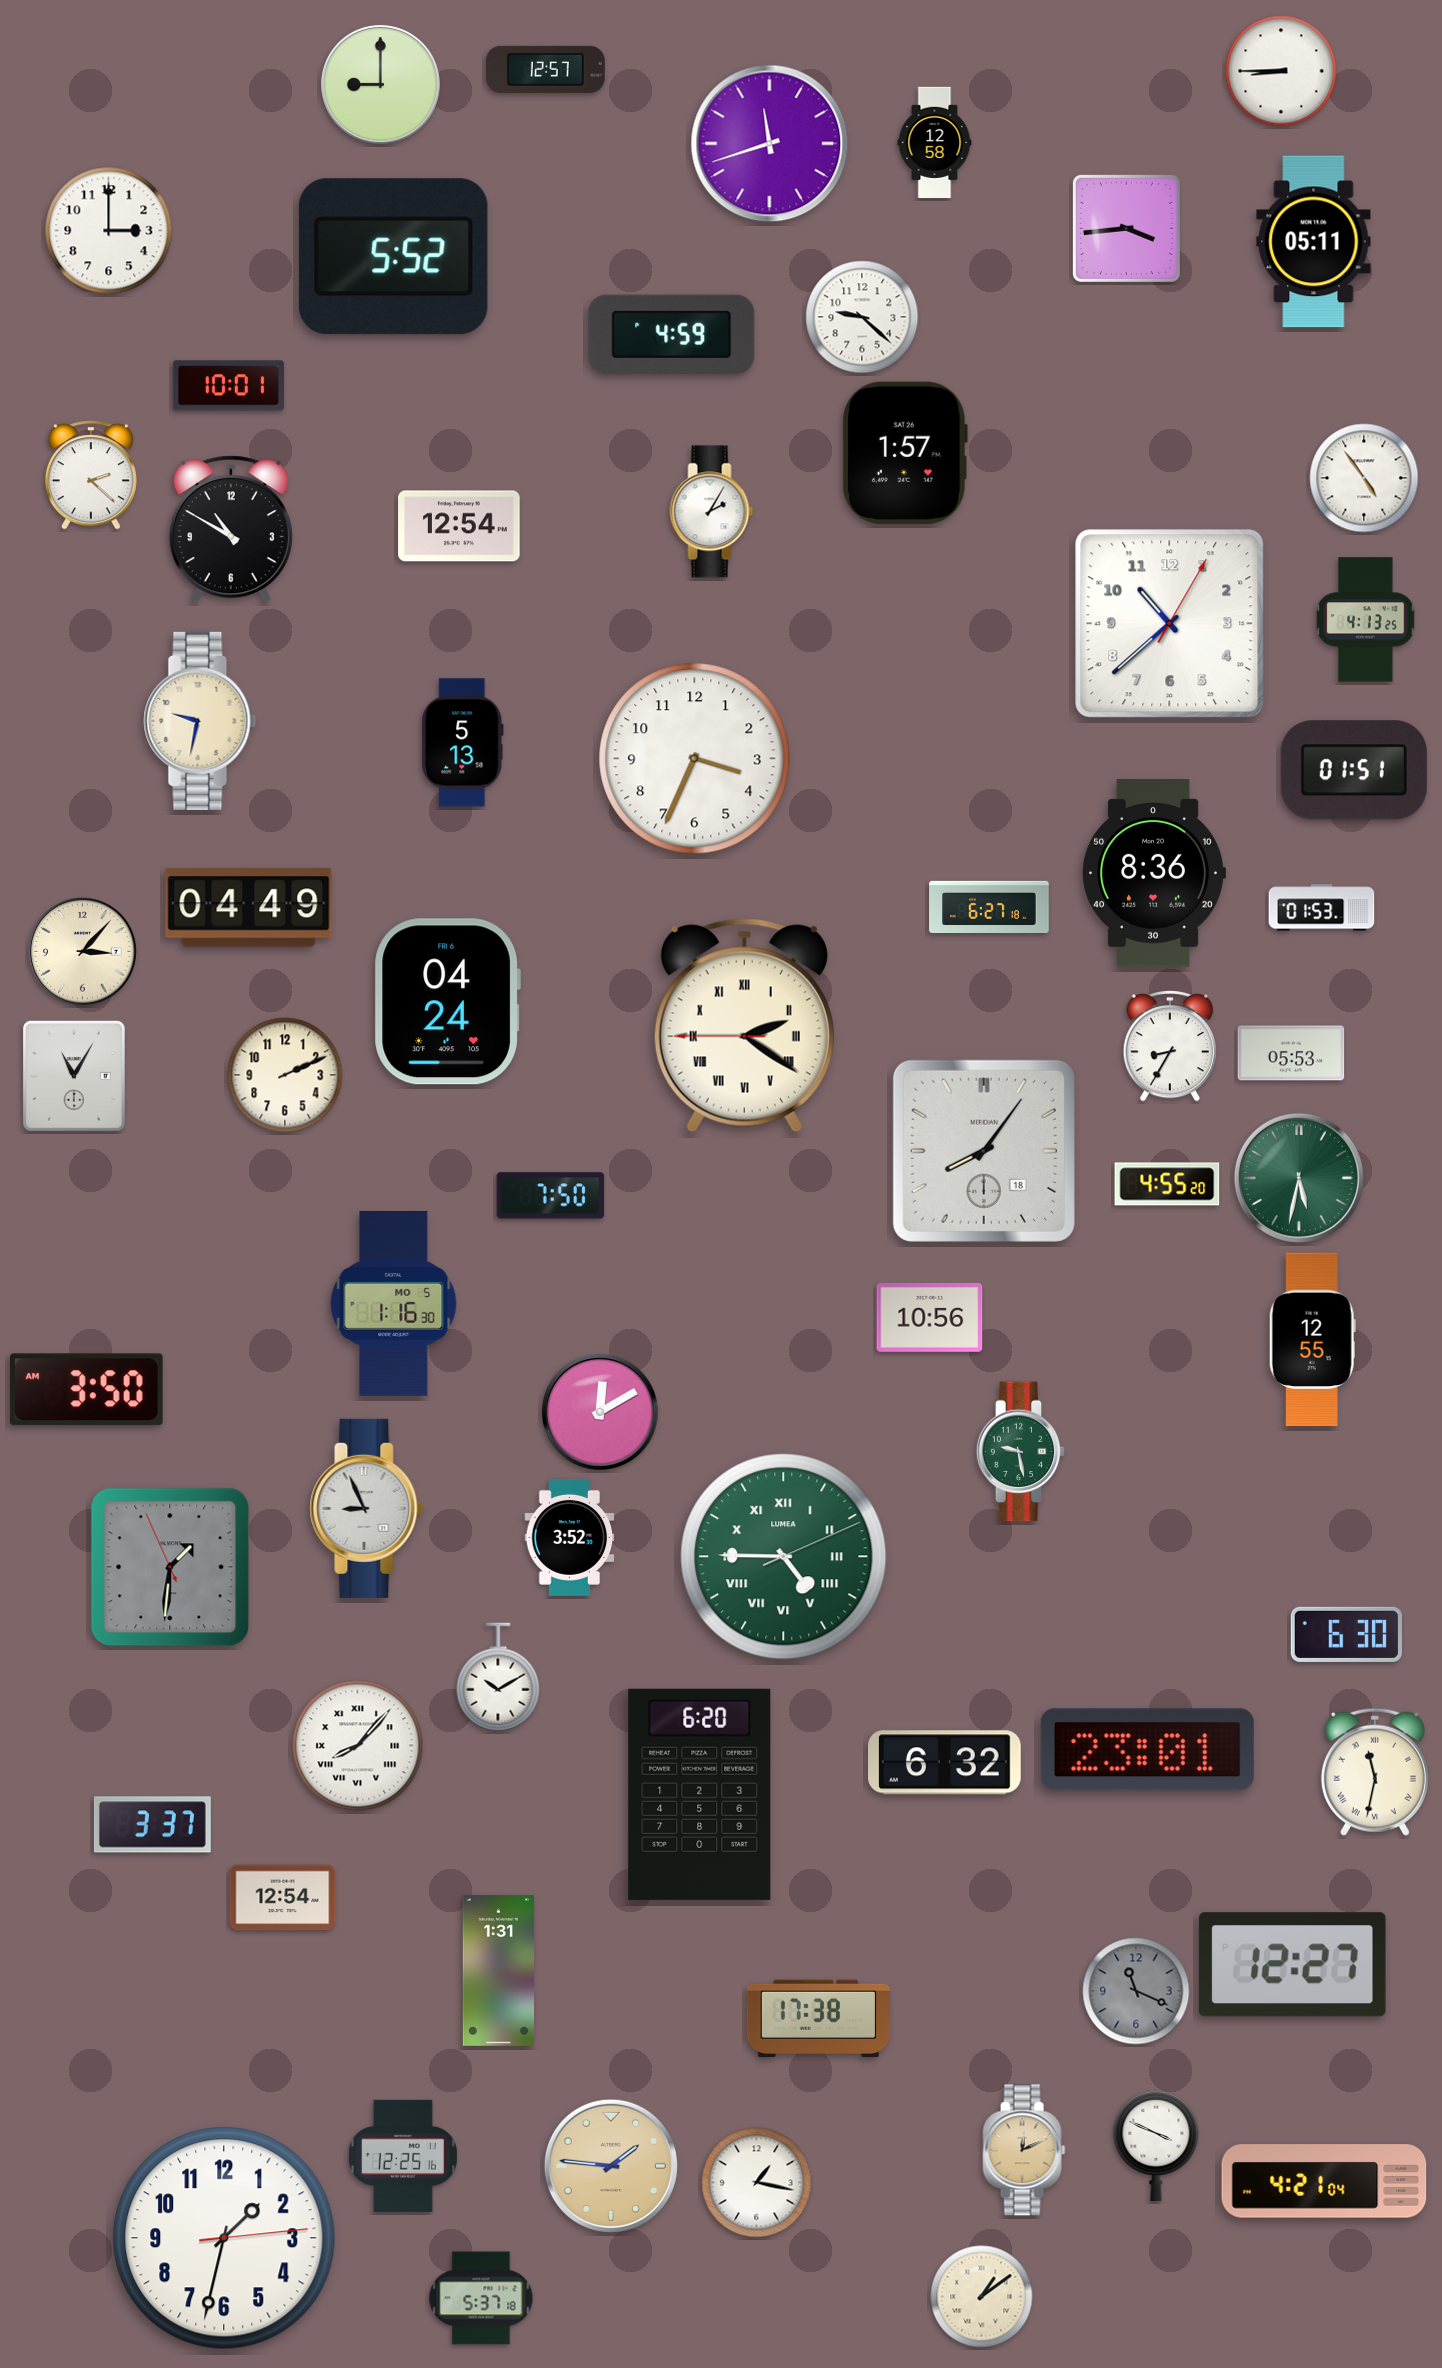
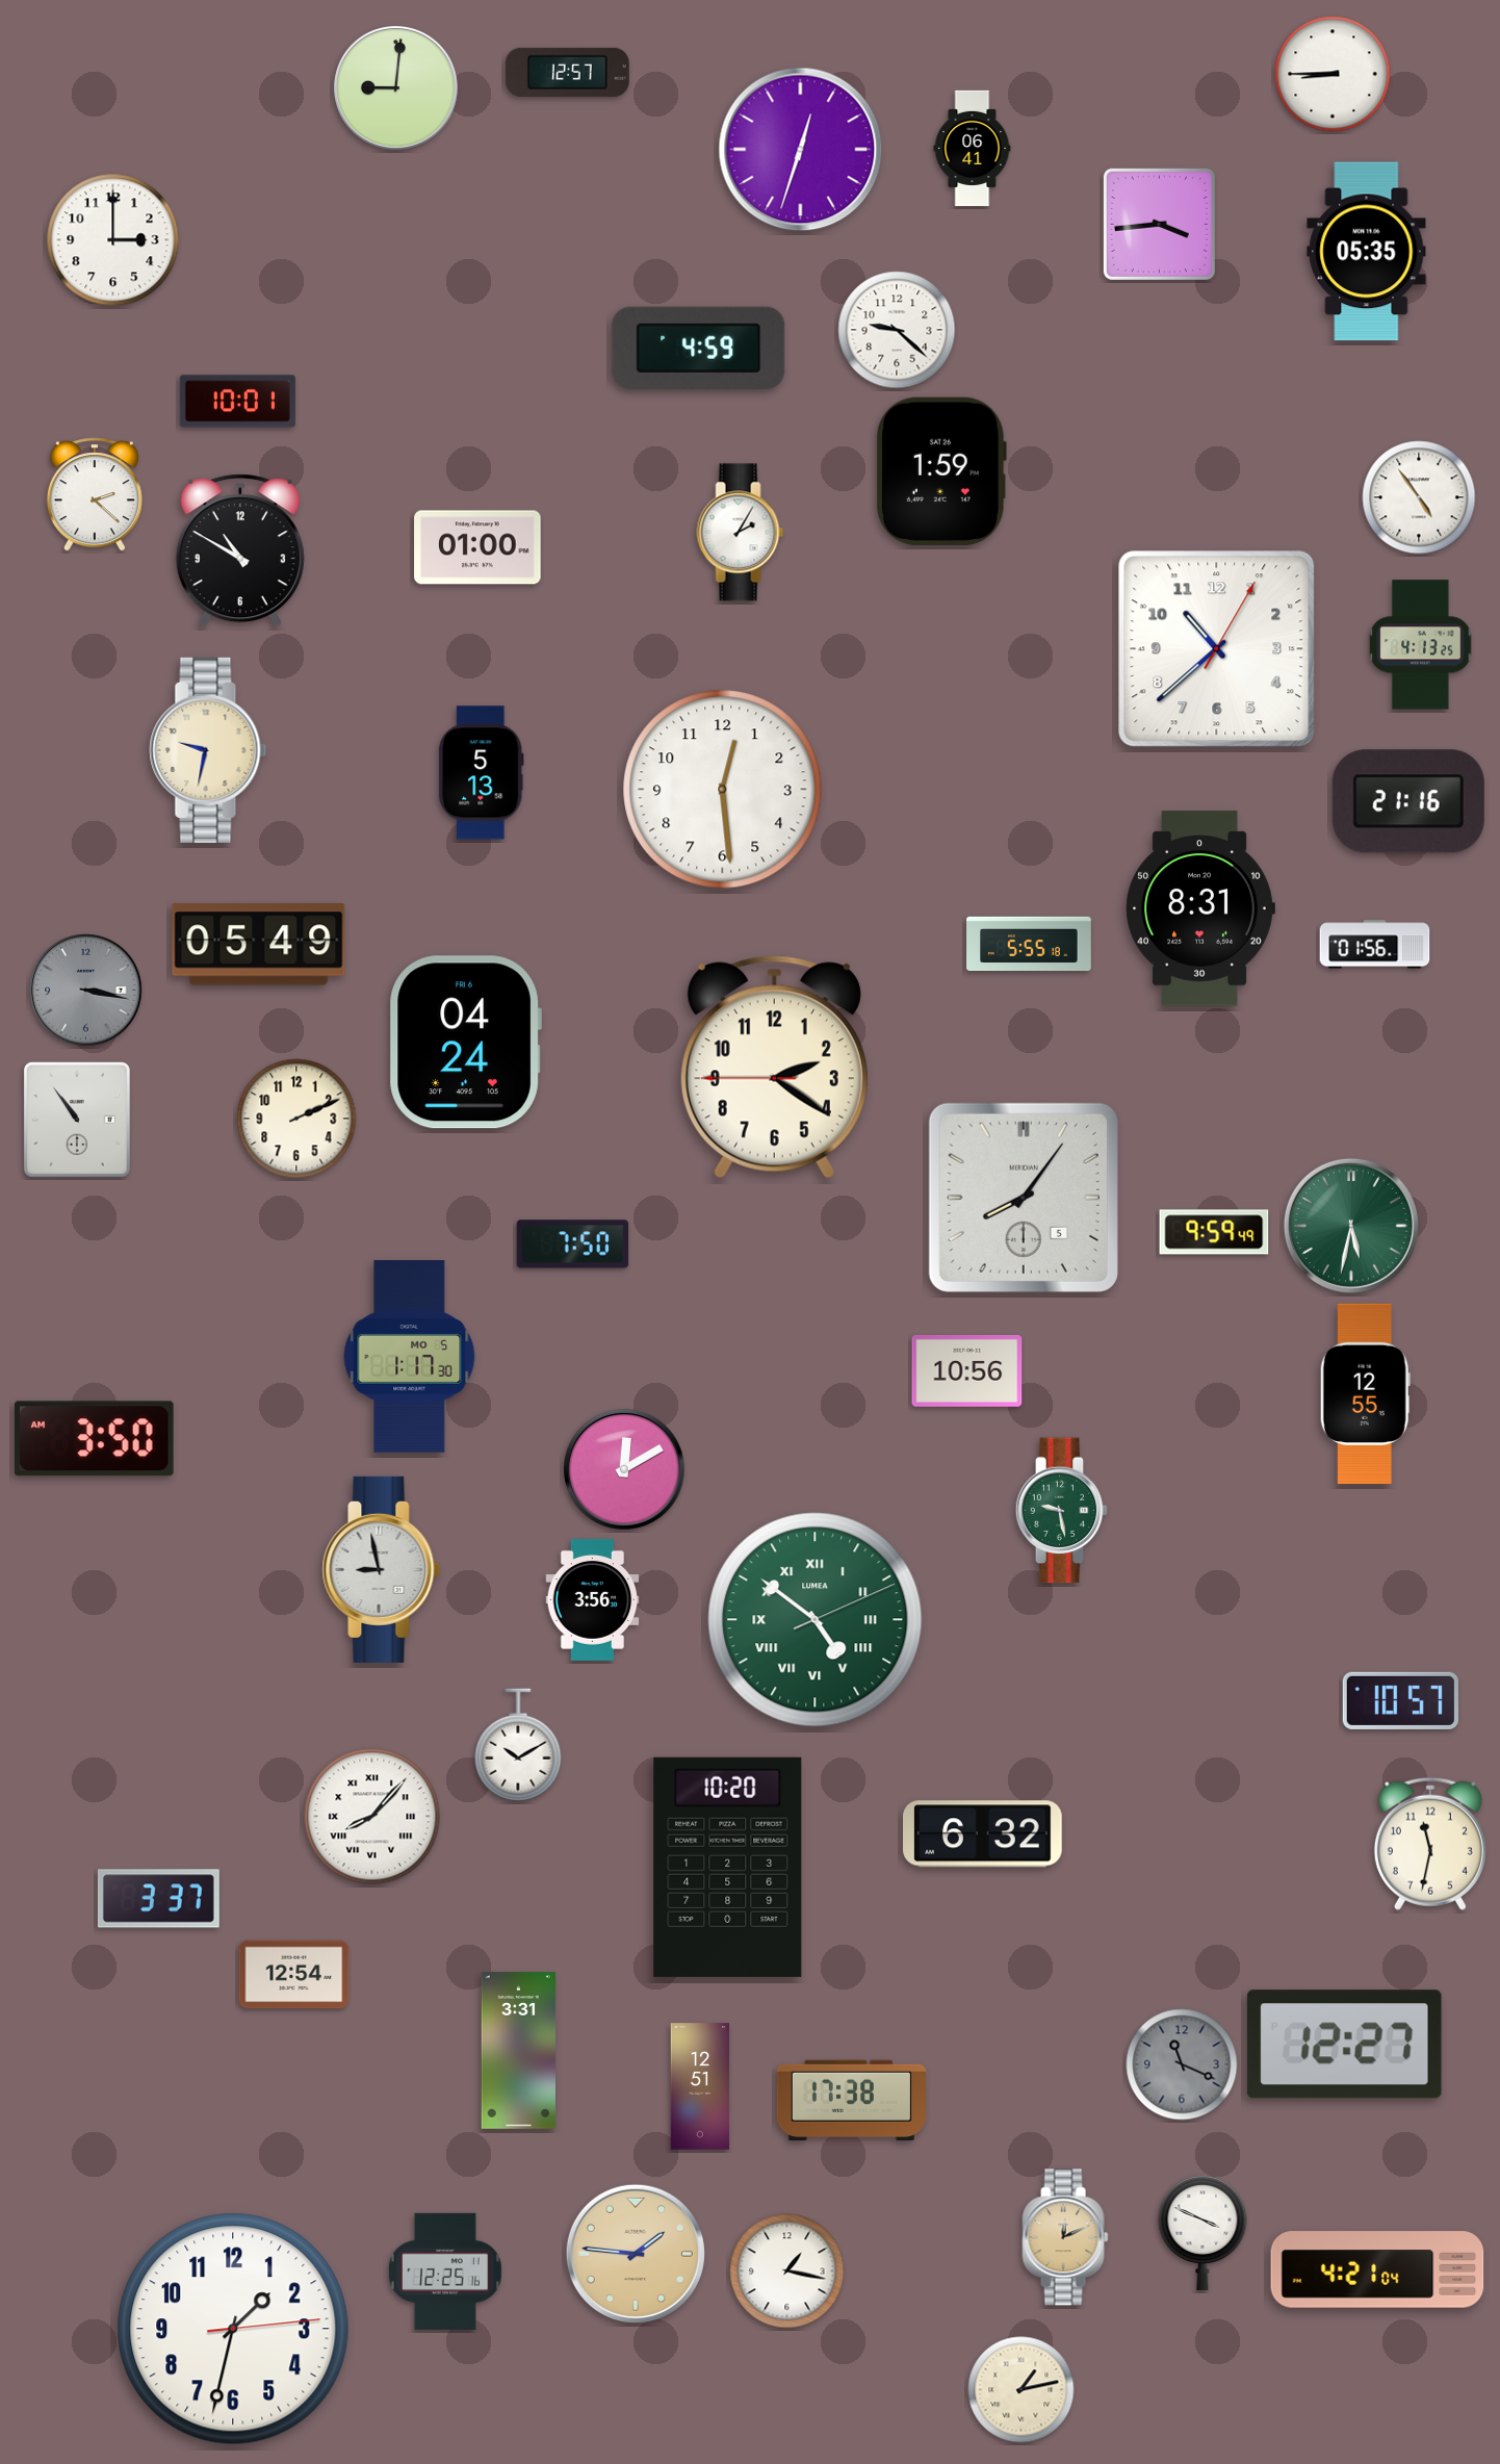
clock at (380, 84): 9:00 -> 9:01
clock at (935, 143): 12:58 -> 06:41
clock at (770, 144): 11:42 -> 12:33
clock at (1126, 228) position: (1126, 228) -> (1159, 224)
clock at (1314, 242): 05:11 -> 05:35
clock at (393, 257): 5:52 -> none
clock at (905, 453): 1:57 -> 1:59
clock at (459, 526): 12:54 -> 01:00
clock at (695, 759): 3:34 -> 12:29
clock at (1354, 770): 01:51 -> 21:16
clock at (1154, 873): 8:36 -> 8:31
clock at (989, 906): 6:27 -> 5:55
clock at (249, 908): 04:49 -> 05:49
clock at (1322, 908): 01:53 -> 01:56
clock at (83, 952): 3:07 -> 3:17
clock at (83, 952) dial: cream -> grey
clock at (744, 1026) numerals: Roman -> Arabic
clock at (1169, 1046): 8:35 -> none
clock at (1291, 1053): 05:53 -> none
clock at (74, 1076): 11:05 -> 10:54
clock at (984, 1151) date: 18 -> 5
clock at (1167, 1184): 4:55 -> 9:59
clock at (394, 1304): 1:16 -> 1:17
clock at (86, 1390) position: (86, 1390) -> (94, 1439)
clock at (367, 1508): 8:56 -> 8:58
clock at (570, 1537): 3:52 -> 3:56
clock at (784, 1557): 4:45 -> 4:51
clock at (170, 1567): 1:30 -> none
clock at (1346, 1634): 6:30 -> 10:57
clock at (1147, 1750): 23:01 -> none
clock at (1375, 1772) numerals: Roman -> Arabic
clock at (700, 1794): 6:20 -> 10:20
clock at (498, 1971): 1:31 -> 3:31
clock at (1136, 1991) position: (1136, 1991) -> (1182, 2064)
clock at (700, 2086): none -> 12:51
clock at (403, 2156) position: (403, 2156) -> (445, 2271)
clock at (982, 2297): 1:09 -> 1:13
clock at (481, 2298): 5:37 -> none
